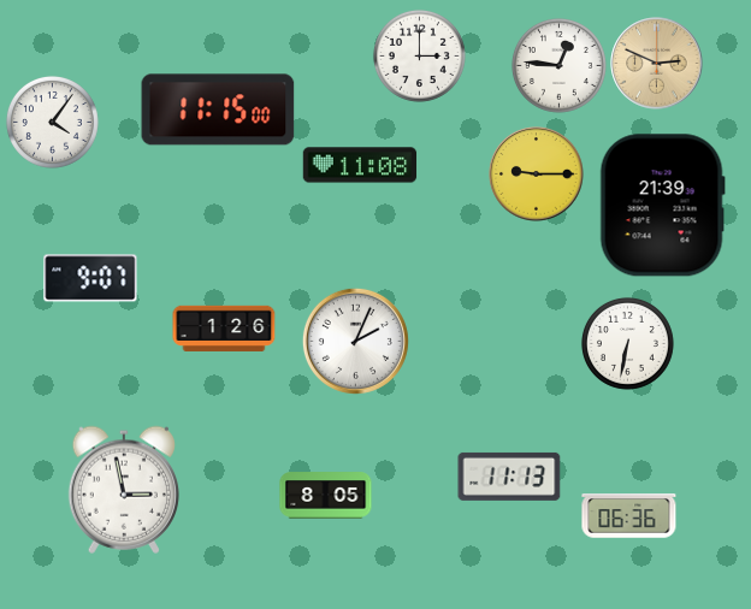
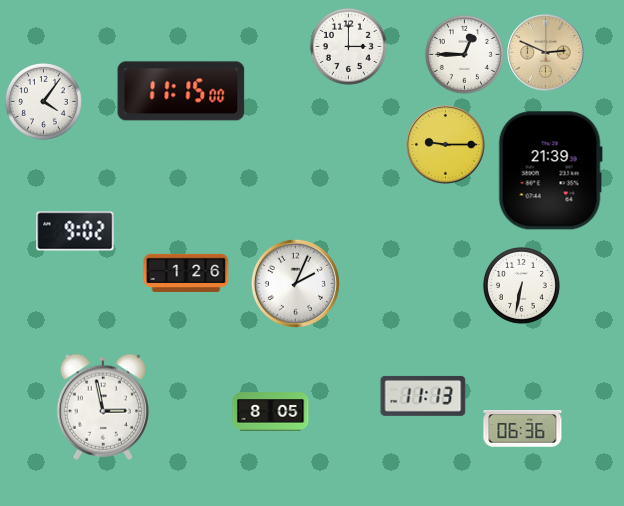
clock at (558, 65): 12:46 -> 12:45
clock at (360, 165): 11:08 -> none
clock at (90, 278): 9:07 -> 9:02
